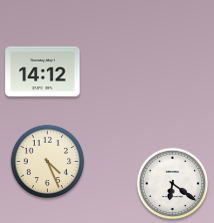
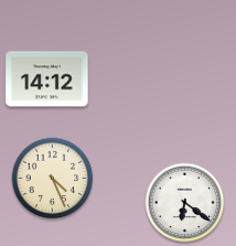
clock at (173, 184) position: (173, 184) -> (185, 203)
